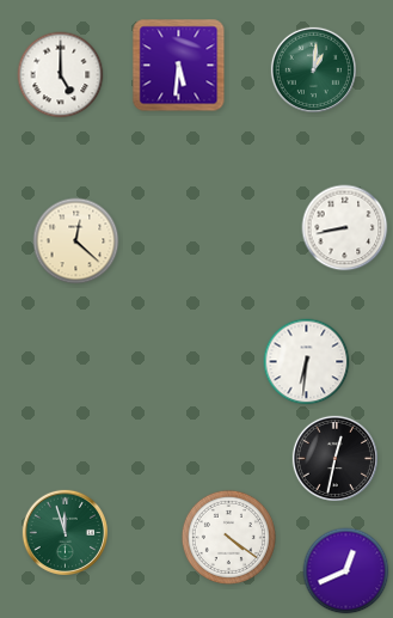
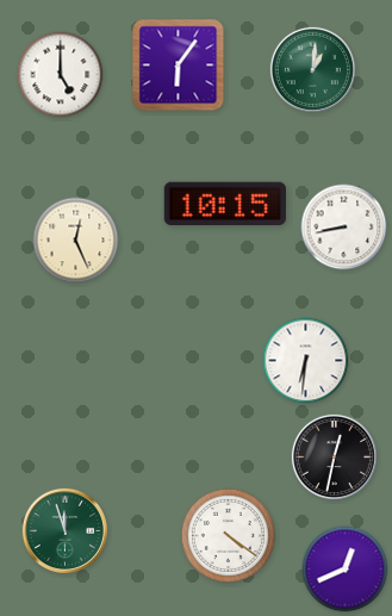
clock at (179, 66): 5:31 -> 6:06
clock at (225, 203): none -> 10:15
clock at (76, 241): 12:22 -> 12:26
